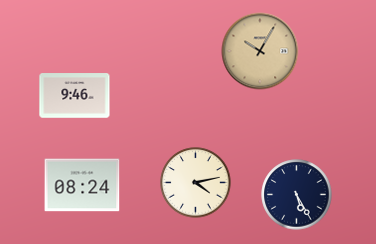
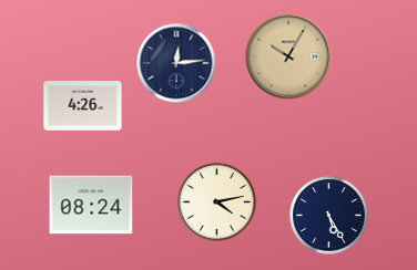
clock at (176, 63): none -> 12:14
clock at (75, 96): 9:46 -> 4:26
